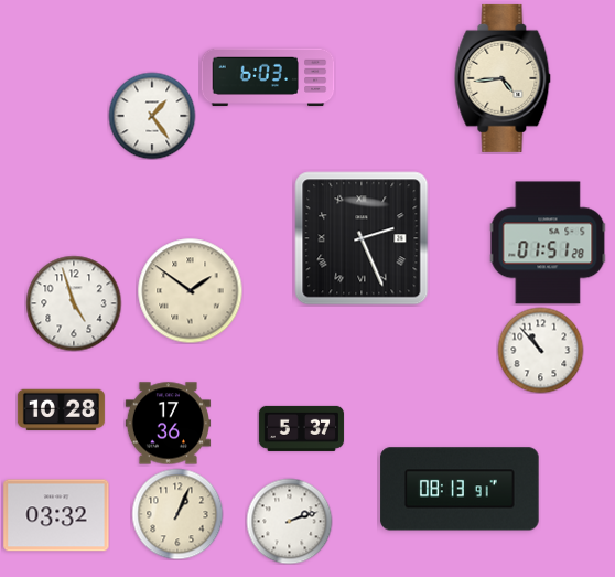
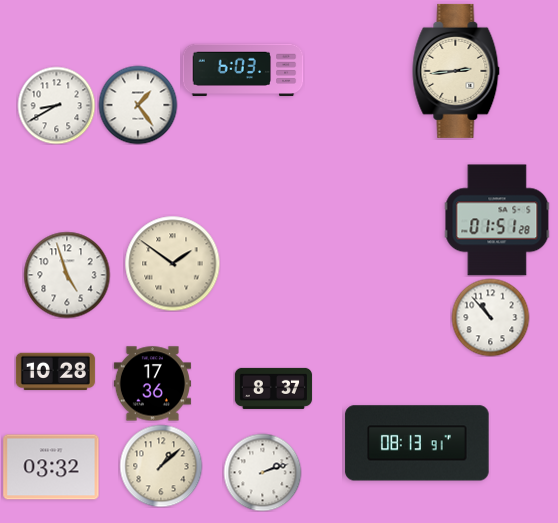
clock at (503, 78): 4:44 -> 2:44
clock at (56, 105): none -> 8:40
clock at (362, 238): 2:26 -> none
clock at (301, 428): 5:37 -> 8:37
clock at (177, 514): 1:04 -> 1:08
